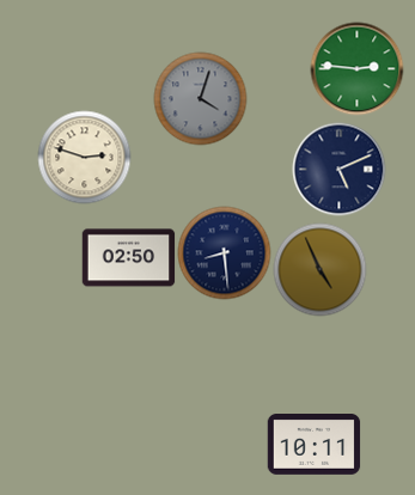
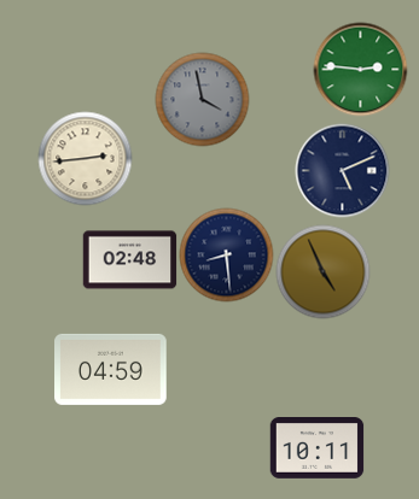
clock at (200, 98): 4:03 -> 3:58
clock at (84, 157): 2:48 -> 2:44
clock at (128, 258): 02:50 -> 02:48
clock at (111, 369): none -> 04:59
